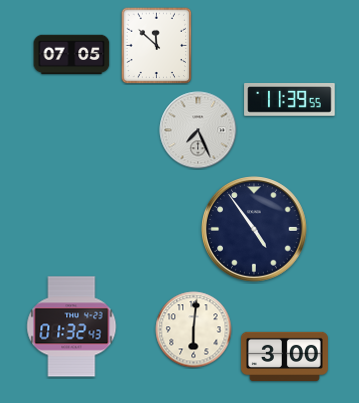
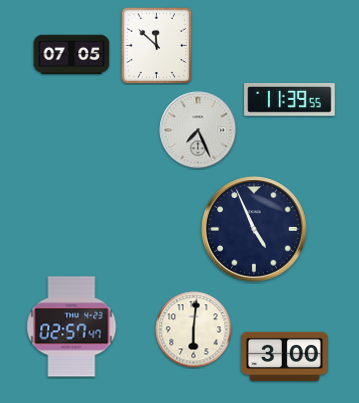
clock at (255, 230): 4:54 -> 4:56
clock at (72, 327): 01:32 -> 02:57
